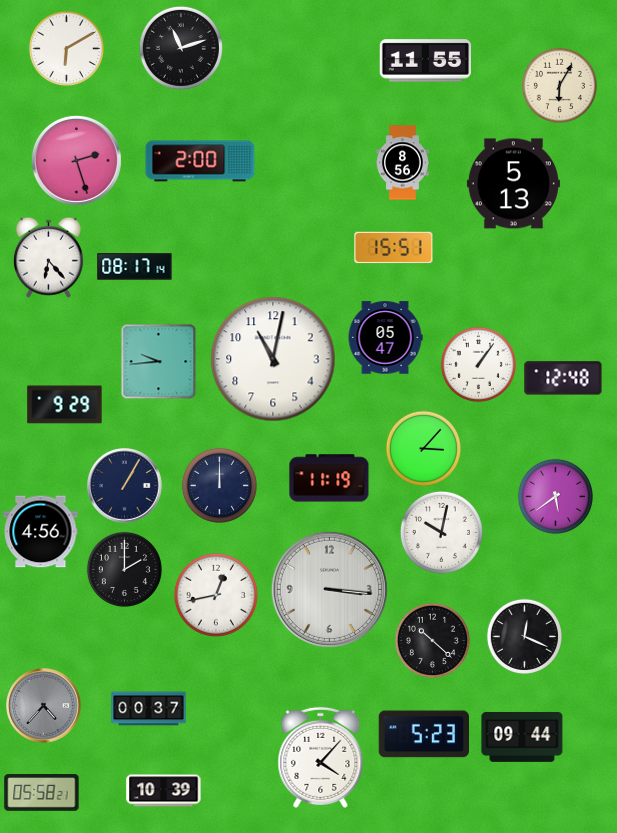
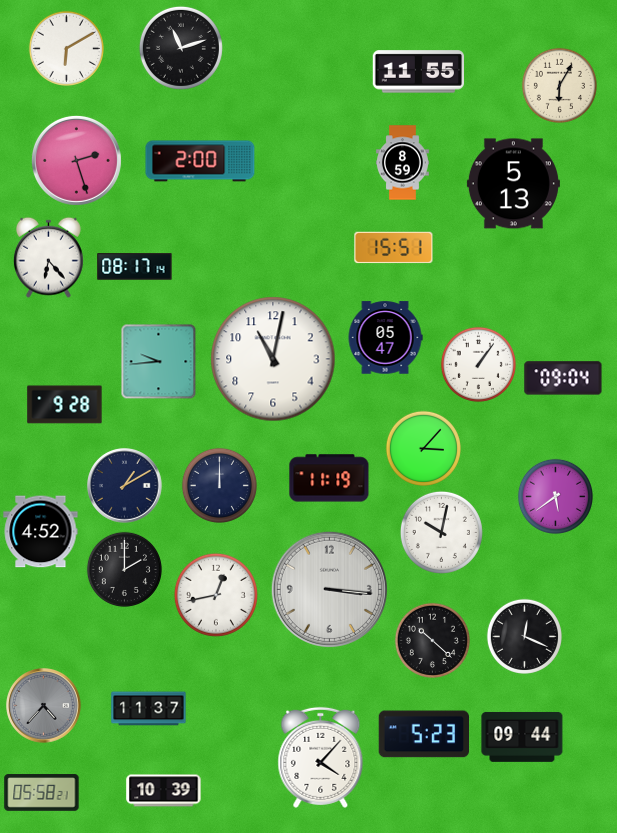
clock at (425, 61) position: (425, 61) -> (418, 72)
clock at (403, 163): 8:56 -> 8:59
clock at (563, 378): 12:48 -> 09:04
clock at (65, 405): 9:29 -> 9:28
clock at (125, 486): 1:05 -> 1:10
clock at (41, 532): 4:56 -> 4:52
clock at (149, 709): 00:37 -> 11:37
